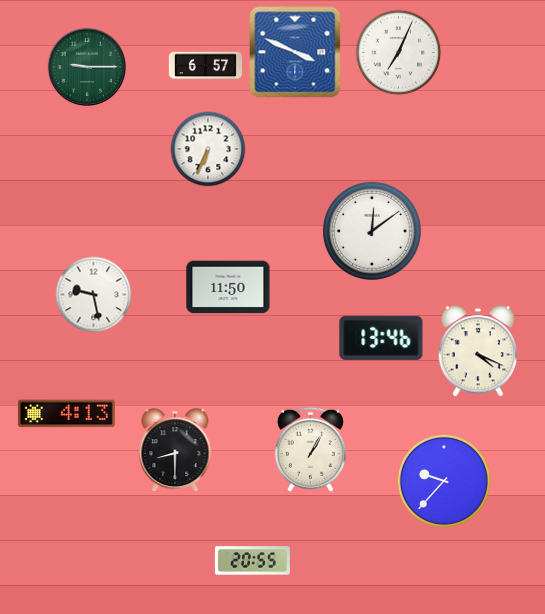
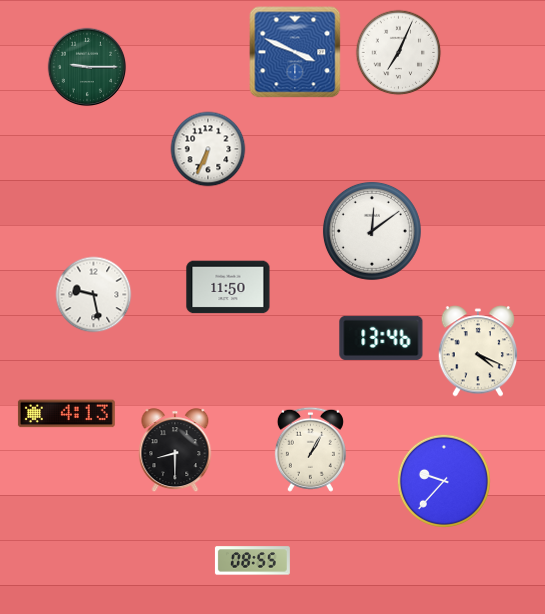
clock at (205, 66): 6:57 -> none
clock at (252, 561): 20:55 -> 08:55
